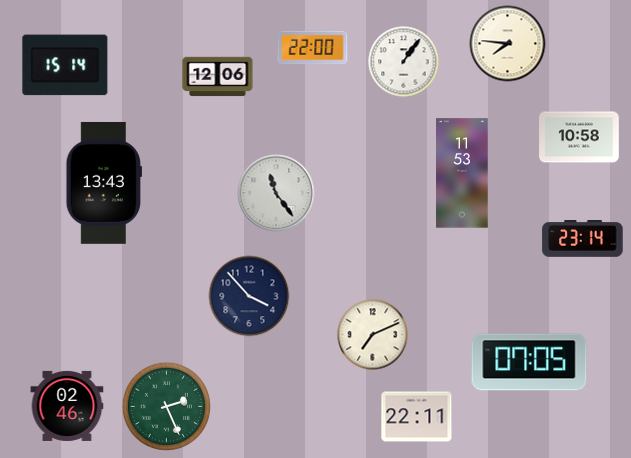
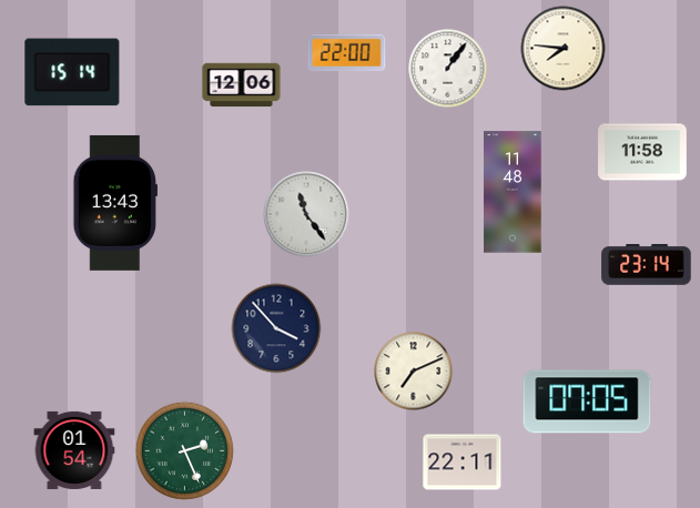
clock at (579, 137): 10:58 -> 11:58
clock at (462, 173): 11:53 -> 11:48
clock at (67, 406): 02:46 -> 01:54
